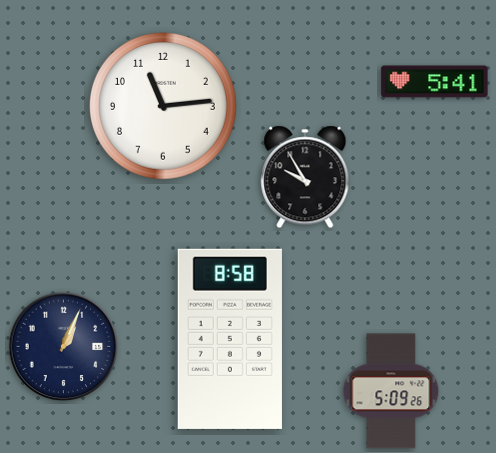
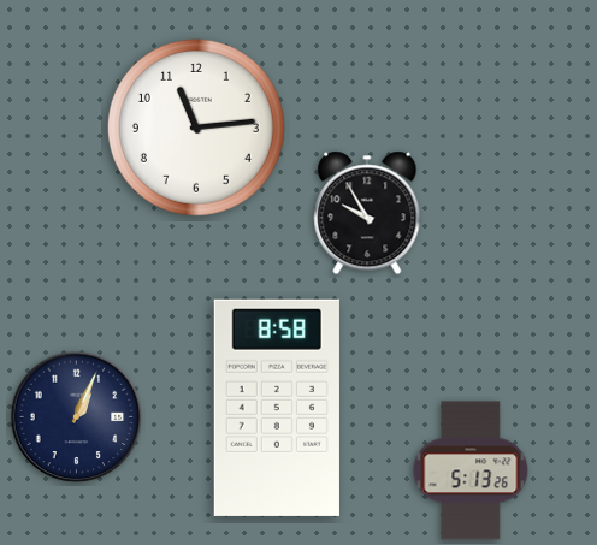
clock at (435, 82): 5:41 -> none
clock at (391, 391): 5:09 -> 5:13
